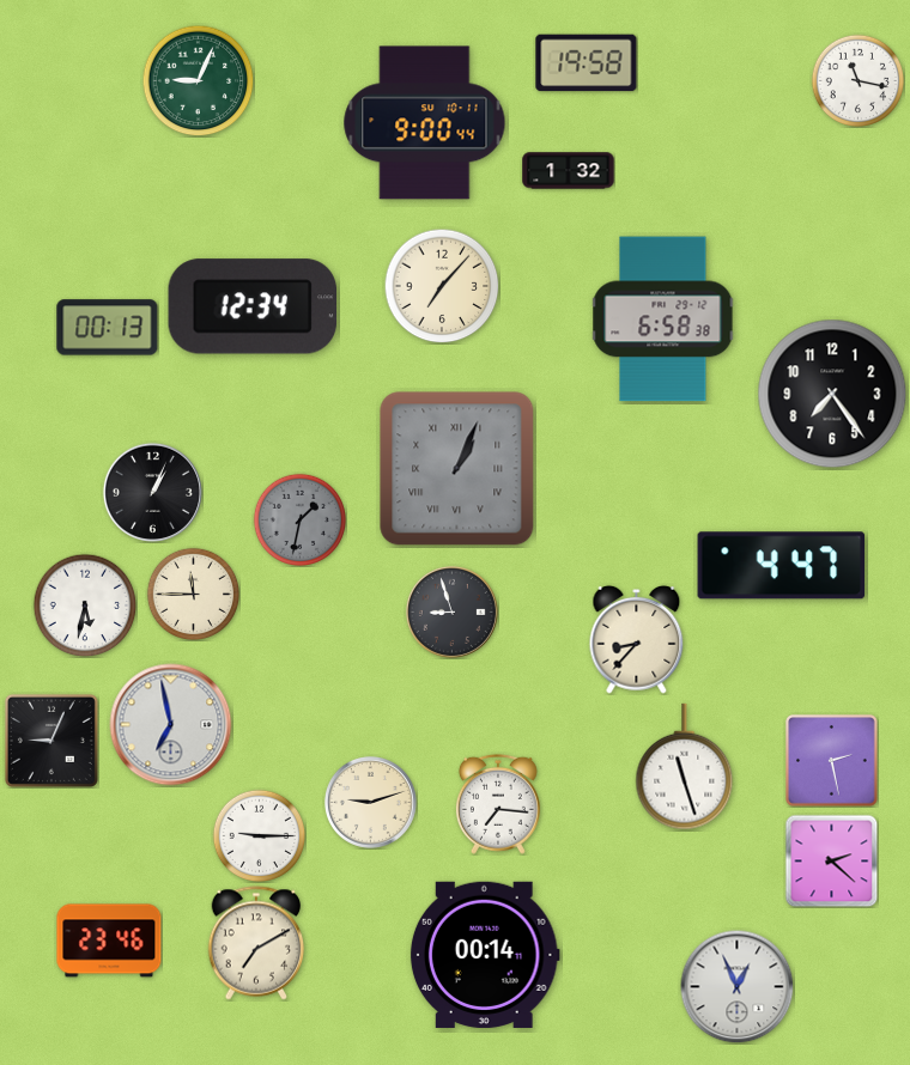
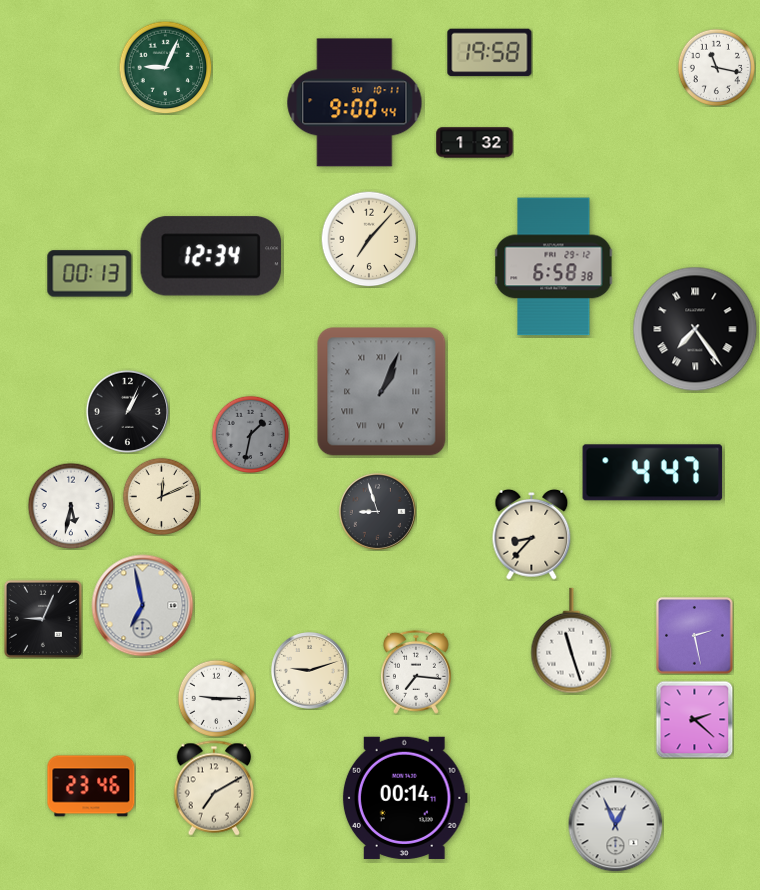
clock at (832, 394) numerals: Arabic -> Roman
clock at (193, 594): 11:45 -> 12:11
